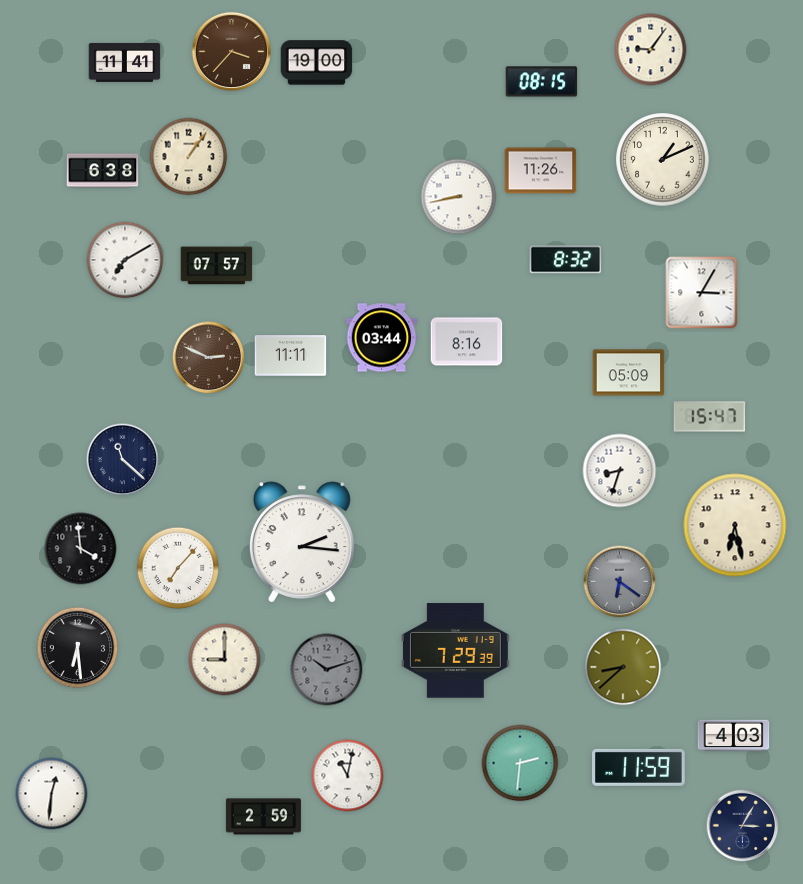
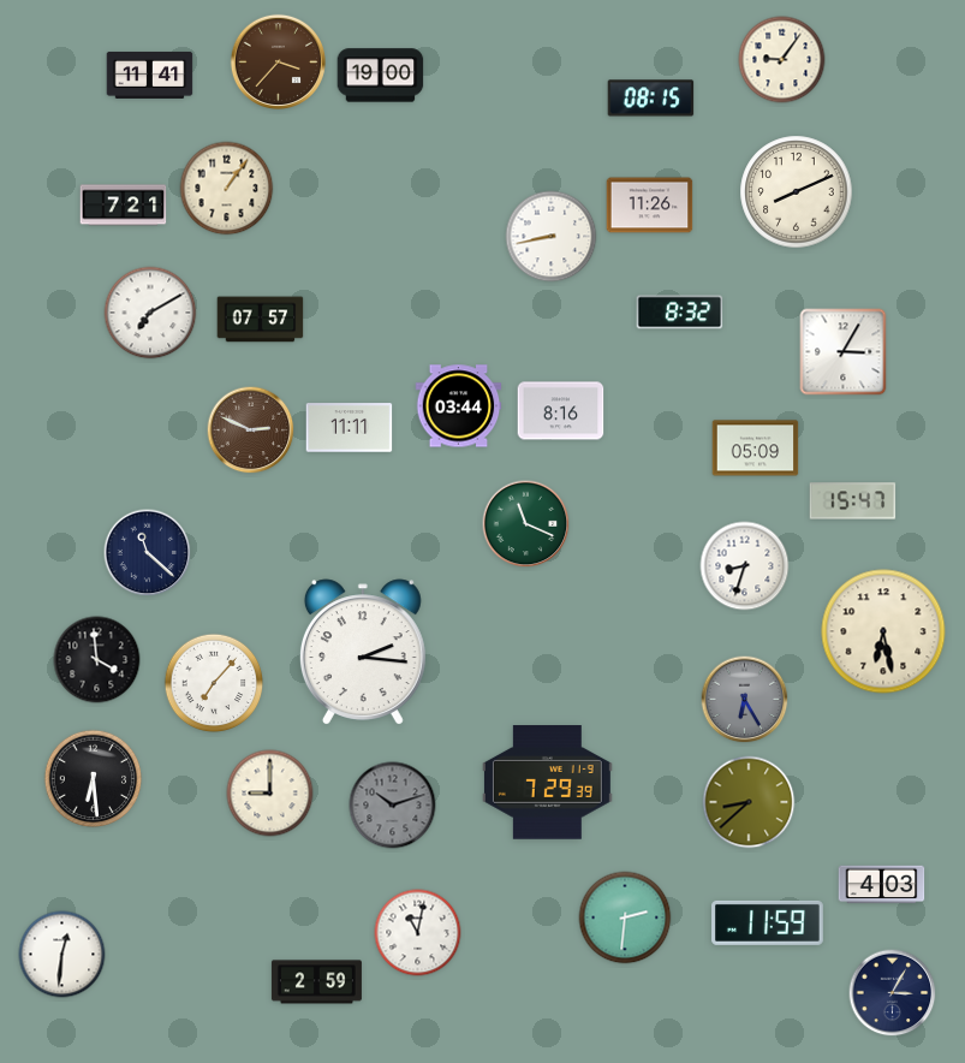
clock at (663, 160): 1:11 -> 8:11
clock at (103, 171): 6:38 -> 7:21
clock at (526, 524): none -> 11:19
clock at (620, 582): 6:21 -> 6:25
